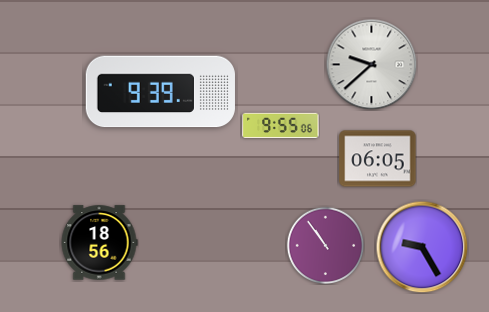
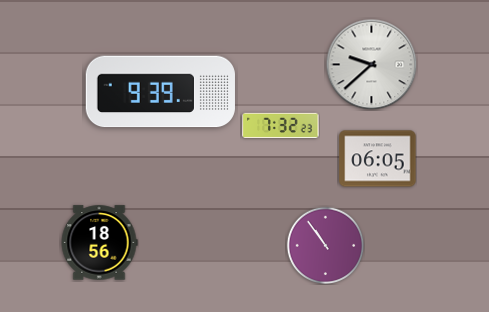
clock at (281, 125): 9:55 -> 7:32
clock at (422, 247): 9:25 -> none
